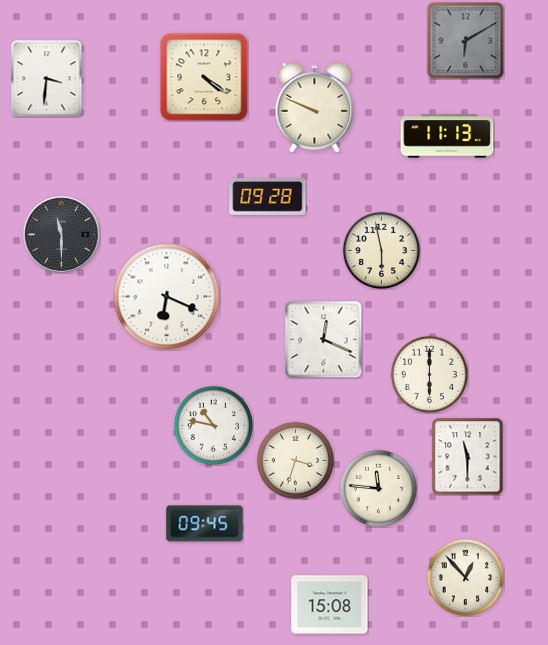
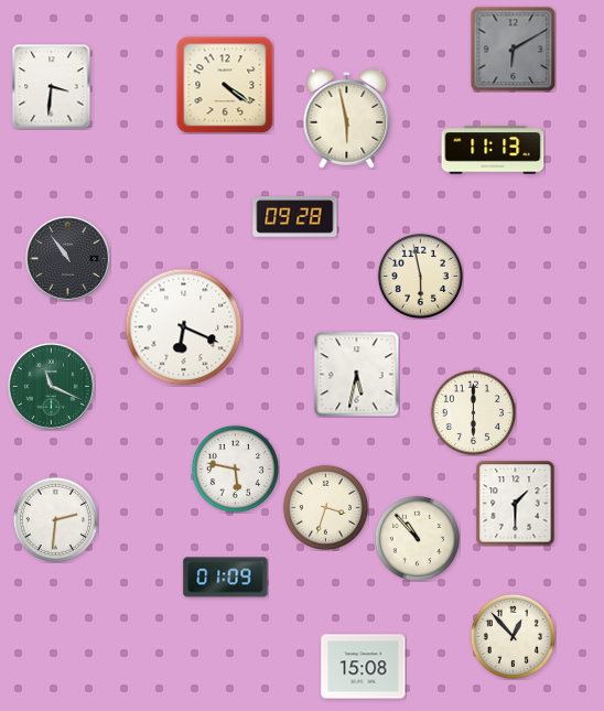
clock at (465, 40) position: (465, 40) -> (513, 49)
clock at (315, 108): 9:49 -> 5:58
clock at (62, 235): 11:30 -> 10:54
clock at (323, 339): 12:19 -> 5:32
clock at (51, 386): none -> 11:19
clock at (213, 425): 10:47 -> 5:47
clock at (468, 456): 11:30 -> 1:30
clock at (55, 519): none -> 2:31
clock at (378, 488): 11:46 -> 10:53
clock at (205, 524): 09:45 -> 01:09
